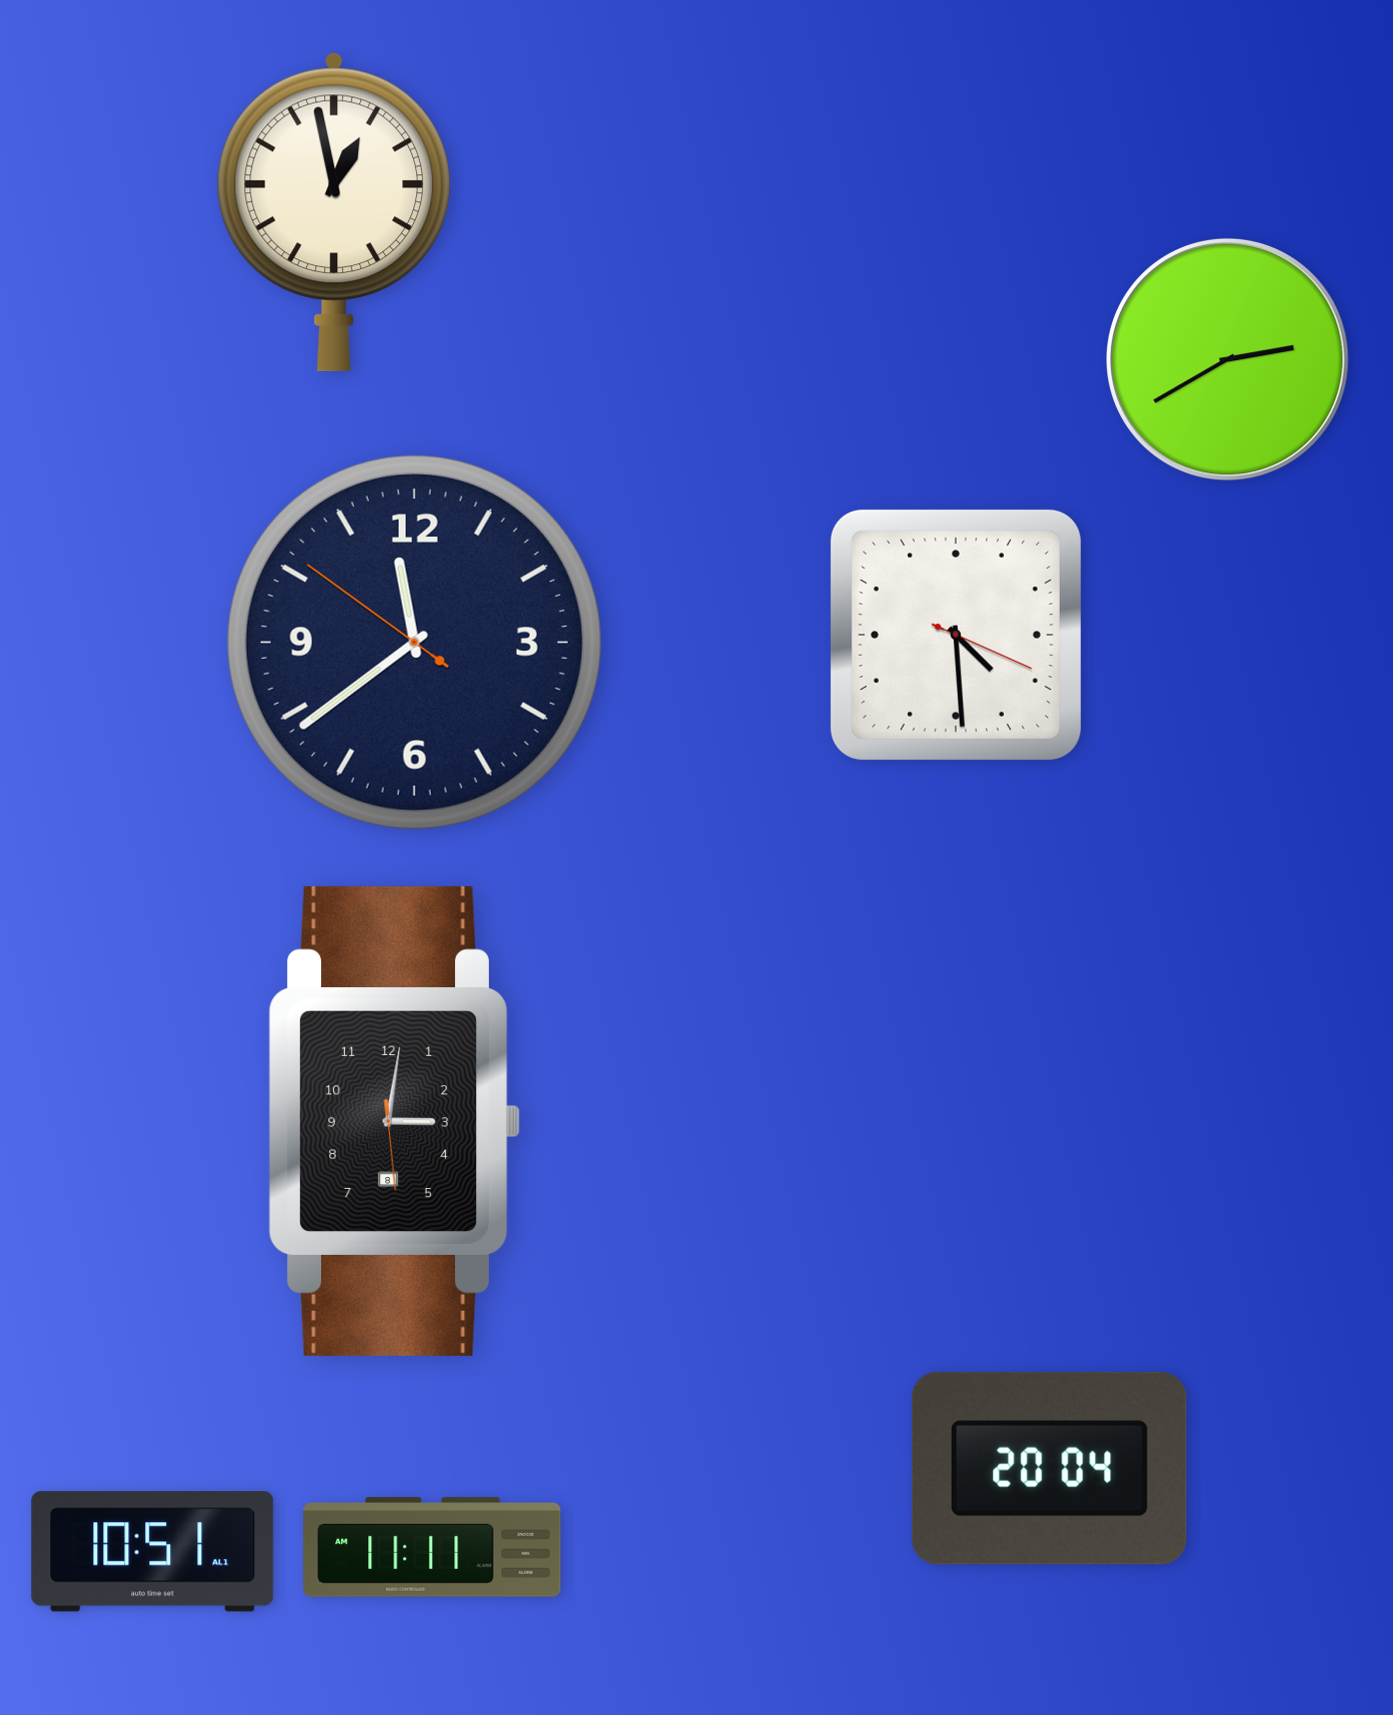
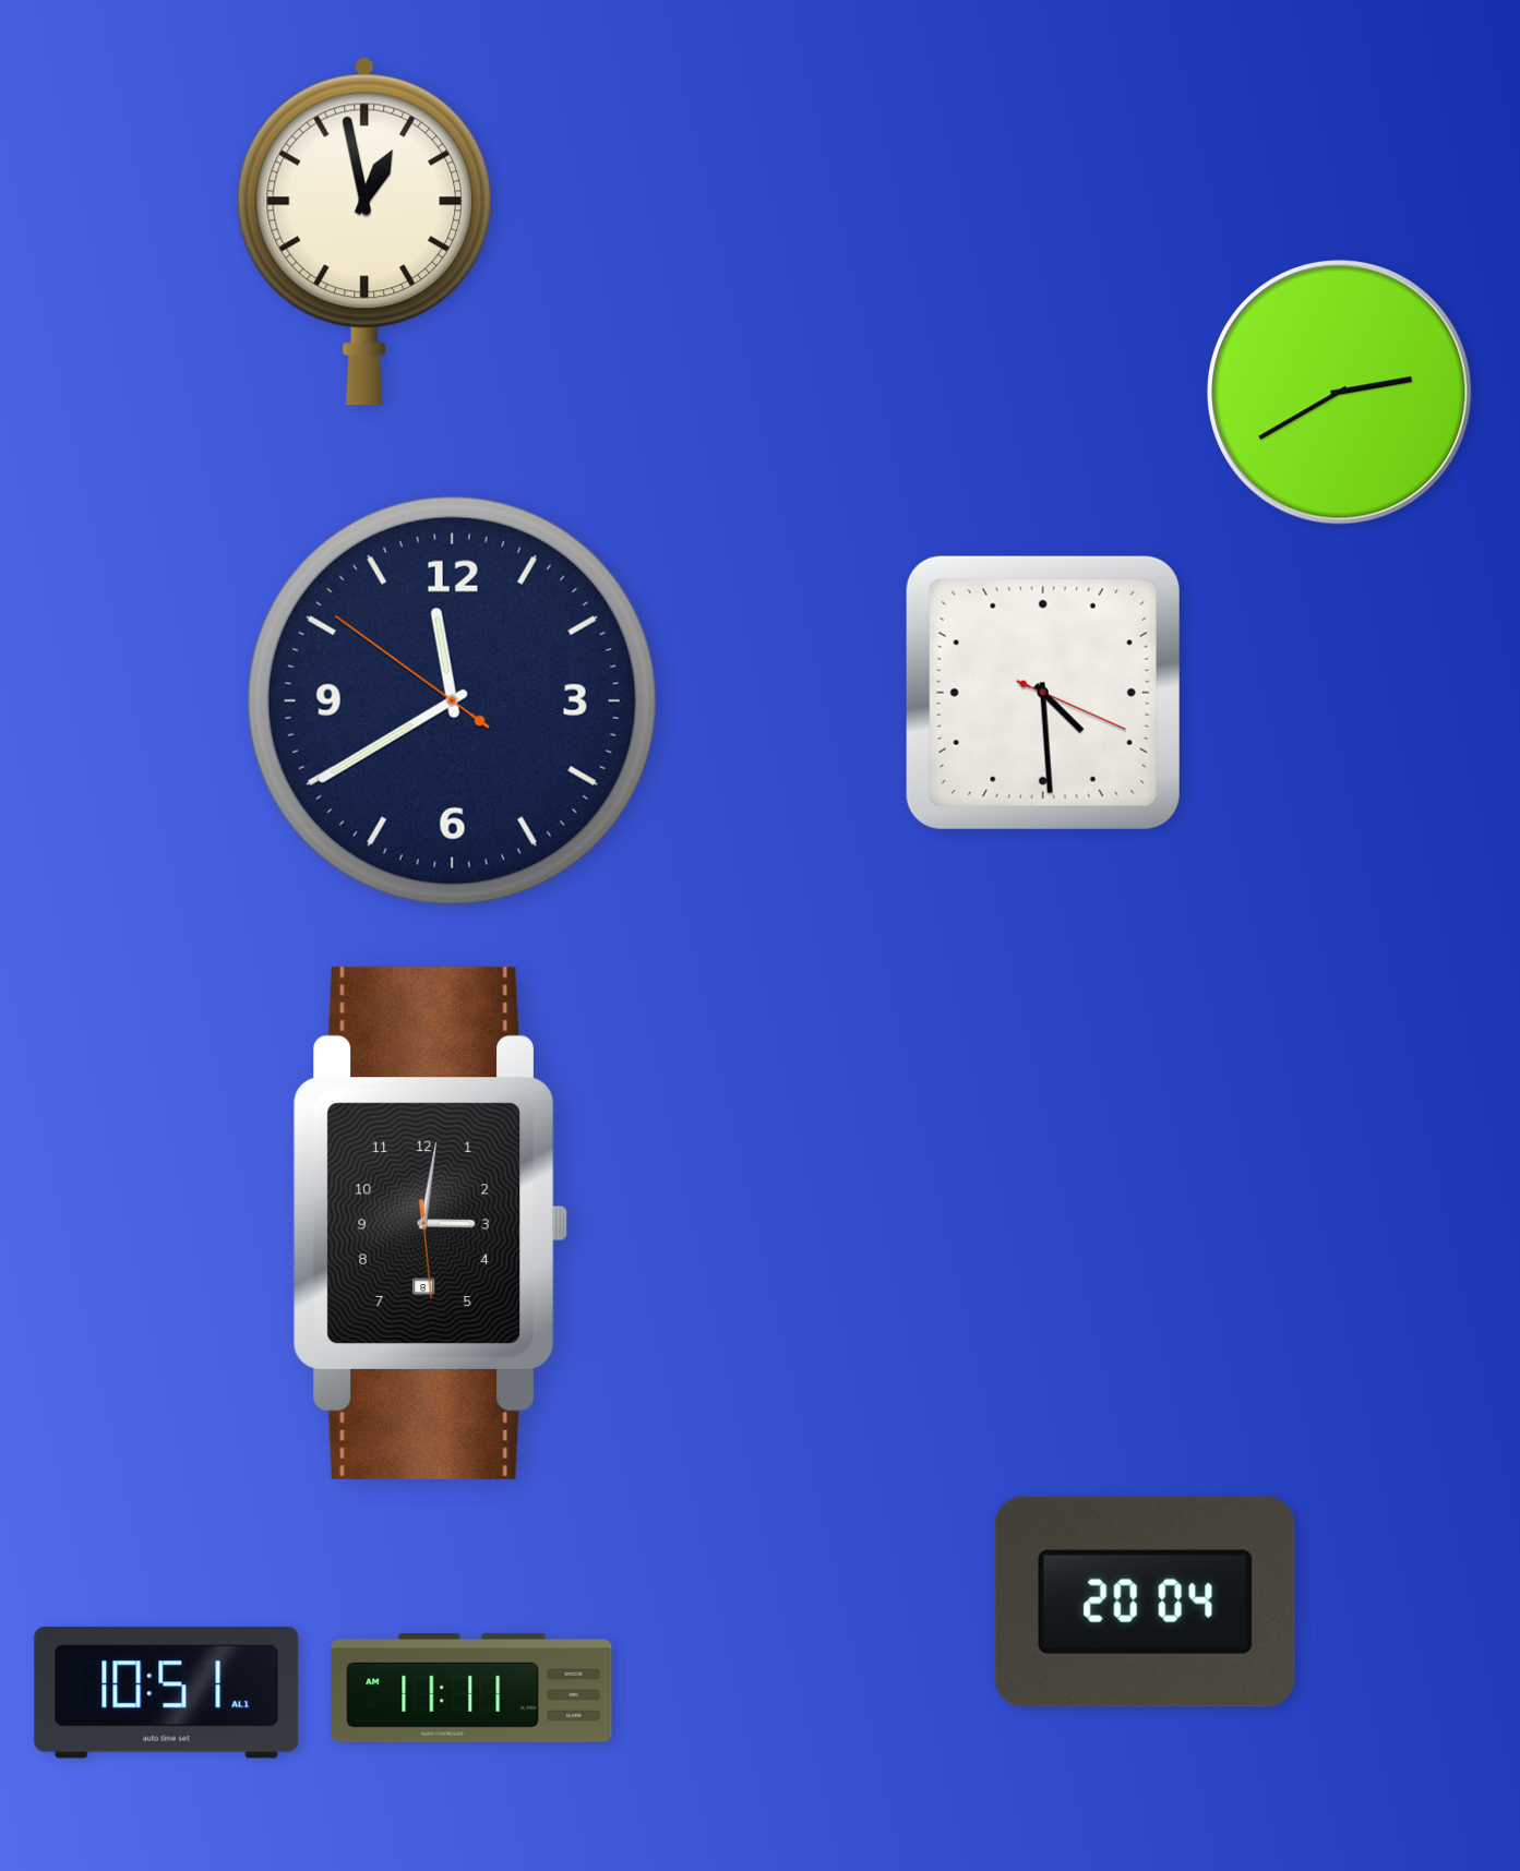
clock at (414, 642): 11:38 -> 11:39
